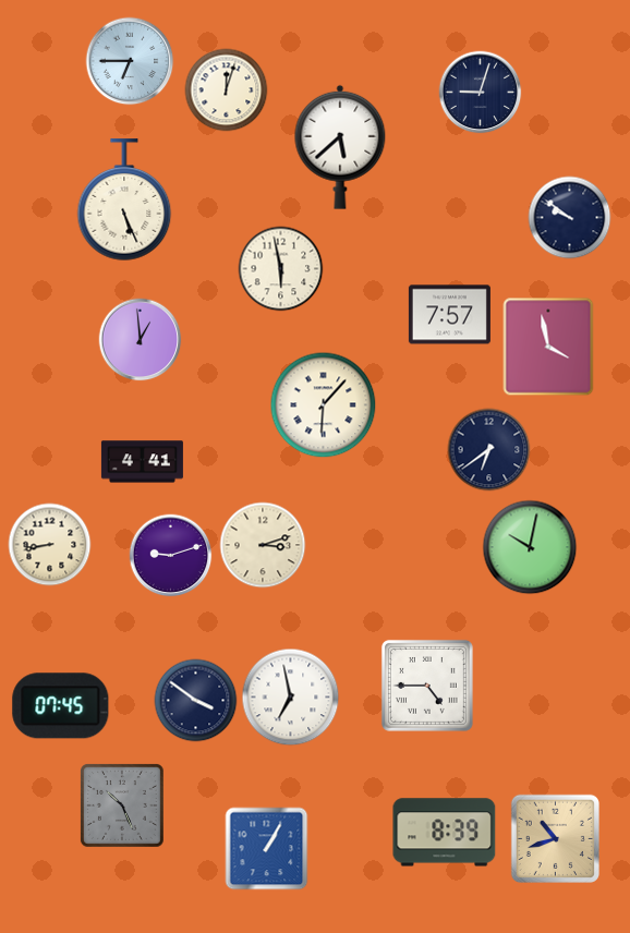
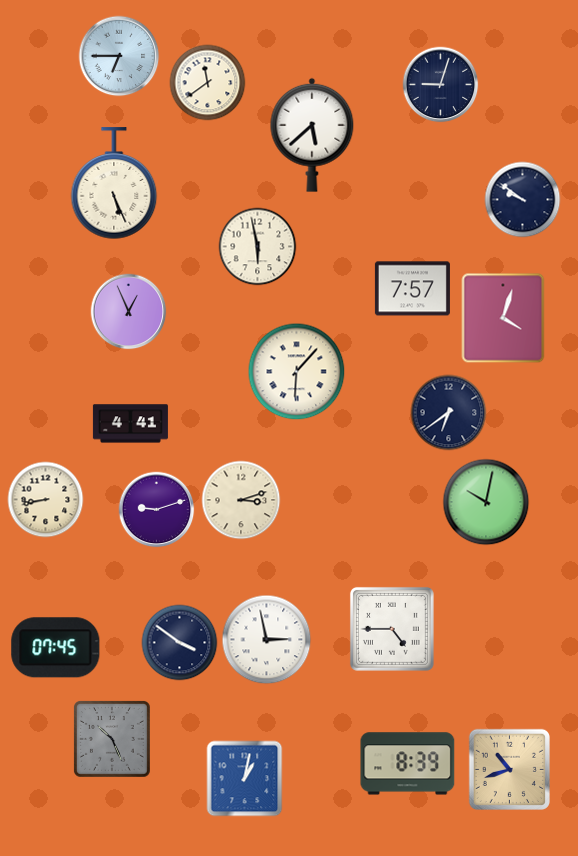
clock at (227, 90): 12:03 -> 11:39
clock at (141, 340): 12:59 -> 12:56
clock at (548, 347): 3:58 -> 4:03
clock at (291, 698): 6:58 -> 2:58
clock at (267, 849): 1:05 -> 1:02
